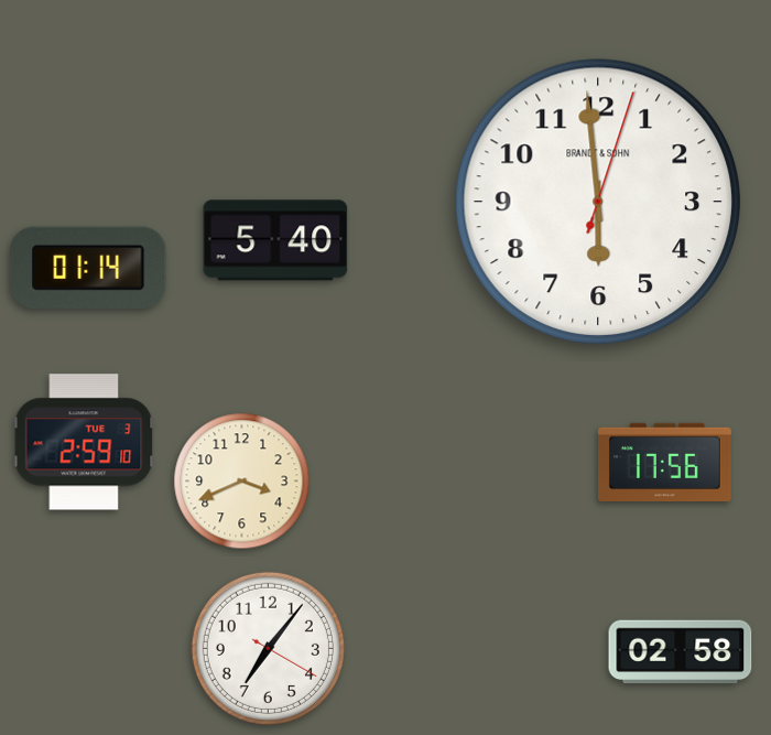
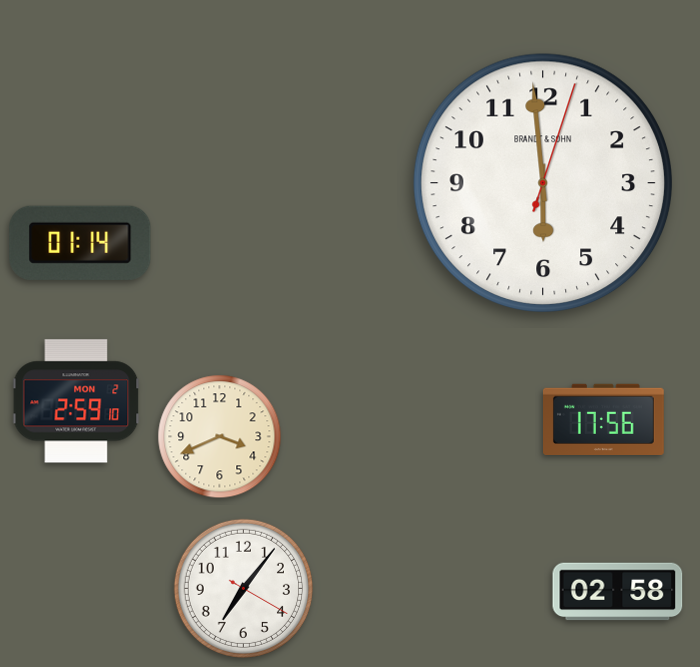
clock at (275, 240): 5:40 -> none
clock at (84, 442) date: TUE 3 -> MON 2
